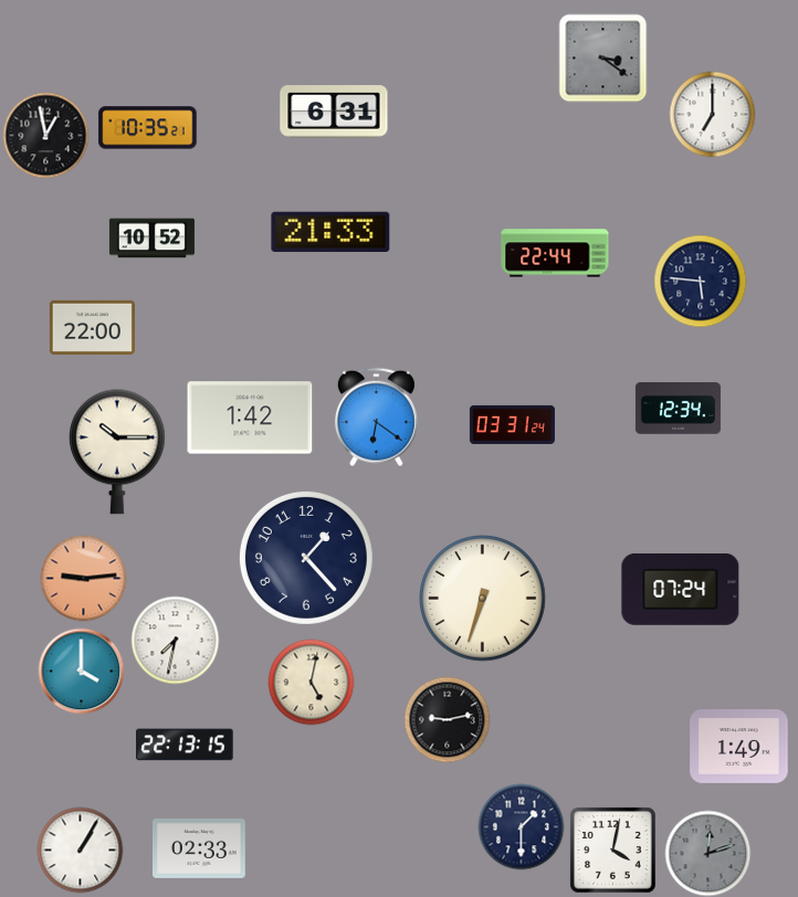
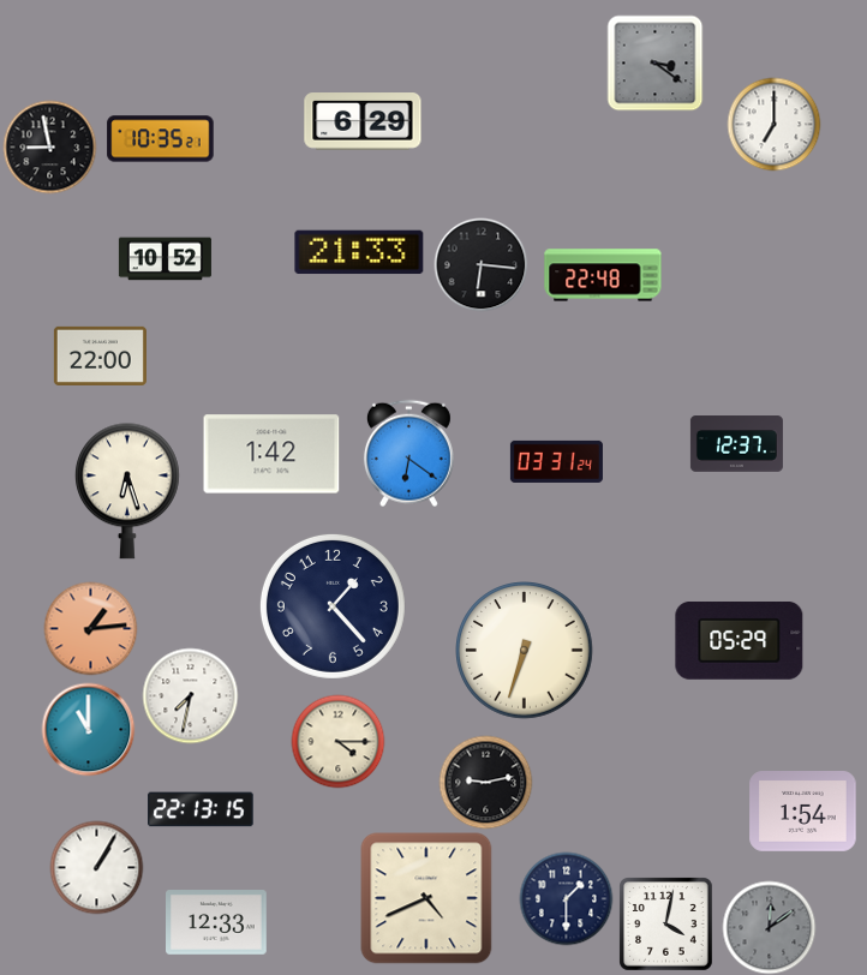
clock at (334, 112): 6:31 -> 6:29
clock at (45, 135): 12:58 -> 8:58
clock at (480, 264): none -> 6:16
clock at (555, 253): 22:44 -> 22:48
clock at (700, 281): 5:46 -> none
clock at (678, 409): 12:34 -> 12:37
clock at (118, 452): 10:15 -> 6:27
clock at (83, 578): 9:14 -> 1:14
clock at (681, 590): 07:24 -> 05:29
clock at (81, 671): 4:00 -> 11:00
clock at (311, 682): 5:02 -> 4:15
clock at (739, 747): 1:49 -> 1:54
clock at (426, 898): none -> 4:41
clock at (80, 849) position: (80, 849) -> (96, 867)
clock at (200, 849): 02:33 -> 12:33
clock at (707, 853): 12:12 -> 12:09
